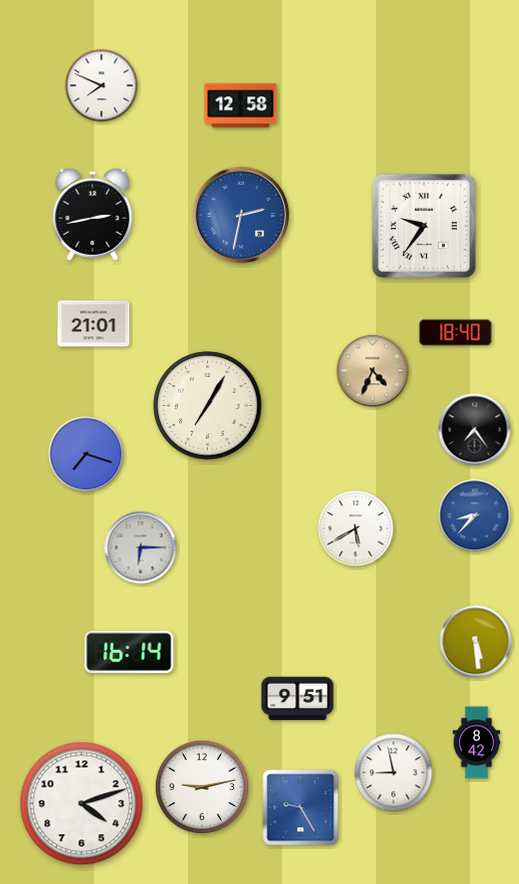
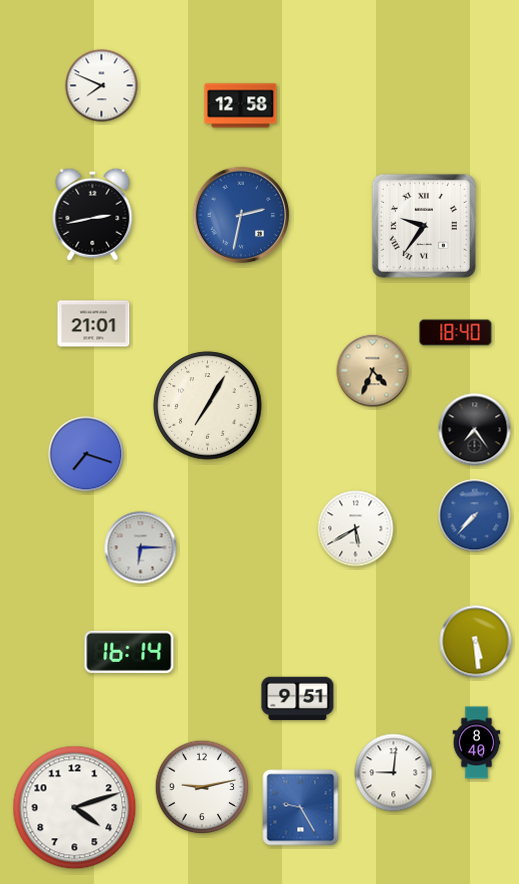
clock at (475, 516): 8:37 -> 7:37
clock at (477, 743): 8:42 -> 8:40
clock at (394, 773): 8:58 -> 9:01
clock at (82, 804) position: (82, 804) -> (75, 808)
